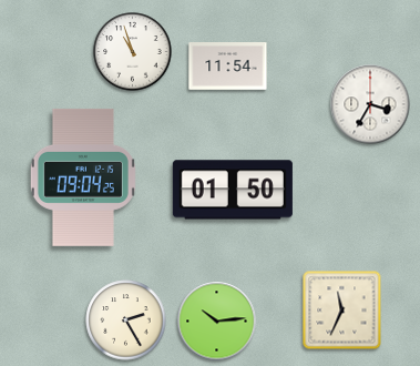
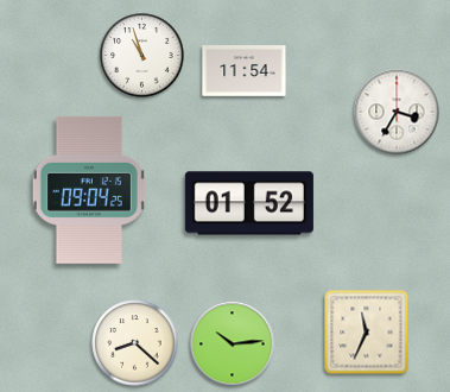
clock at (233, 190): 01:50 -> 01:52
clock at (126, 321): 2:25 -> 8:22
